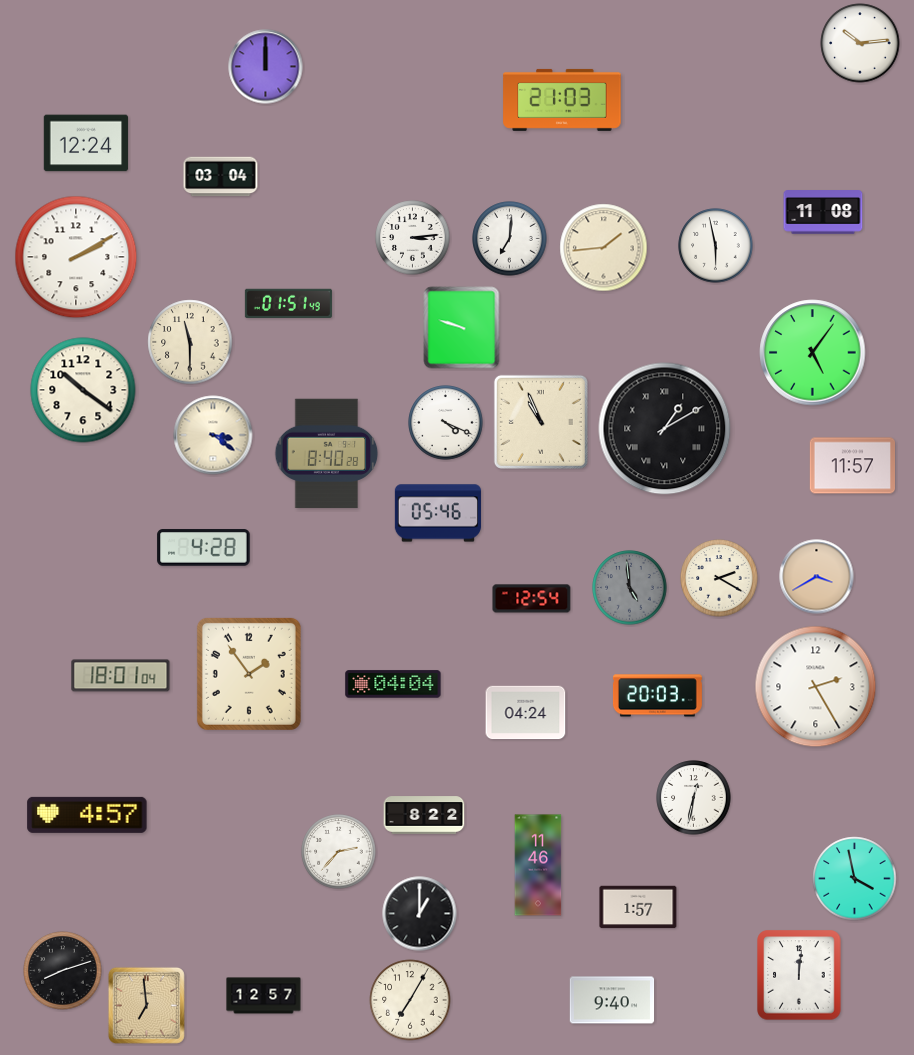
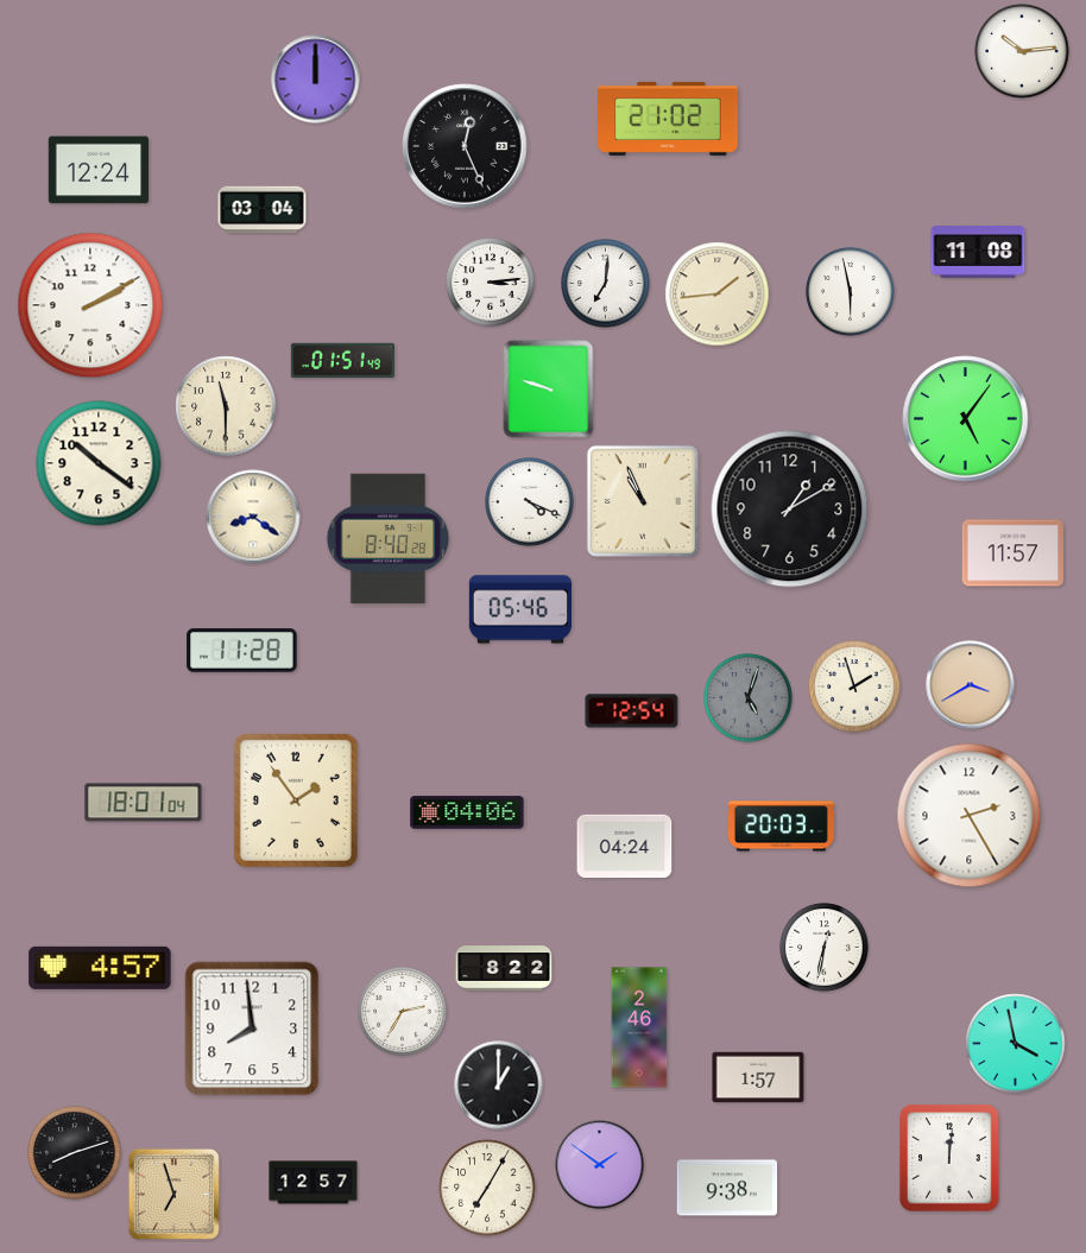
clock at (562, 100): 21:03 -> 21:02
clock at (465, 146): none -> 12:26
clock at (86, 143) position: (86, 143) -> (99, 170)
clock at (665, 429) numerals: Roman -> Arabic
clock at (213, 435): 3:21 -> 8:21
clock at (204, 548): 4:28 -> 11:28
clock at (719, 578): 2:20 -> 1:57
clock at (630, 588): 4:59 -> 5:03
clock at (393, 684): 04:04 -> 04:06
clock at (87, 815) position: (87, 815) -> (100, 968)
clock at (339, 852): 2:37 -> 2:35
clock at (538, 865): 11:46 -> 2:46
clock at (252, 1029): none -> 7:59
clock at (600, 1165): none -> 1:51
clock at (612, 1000): 9:40 -> 9:38
clock at (146, 1005): 6:59 -> 6:57
